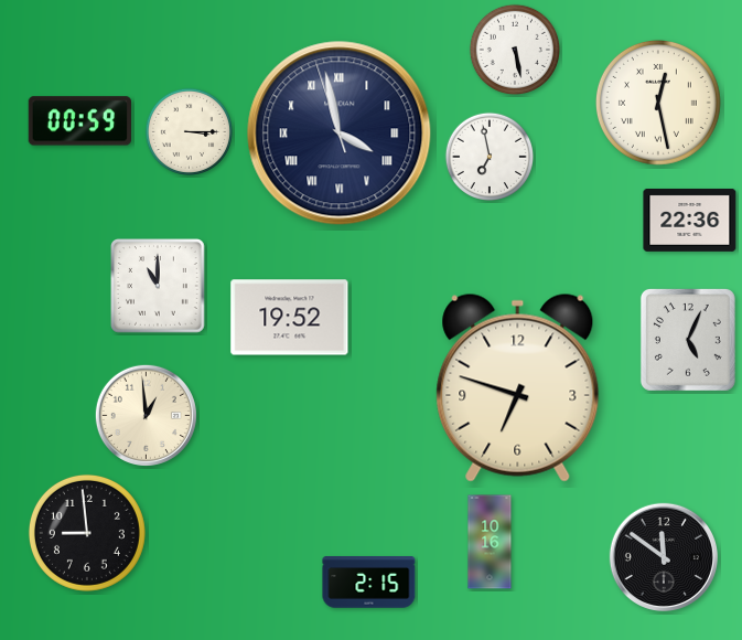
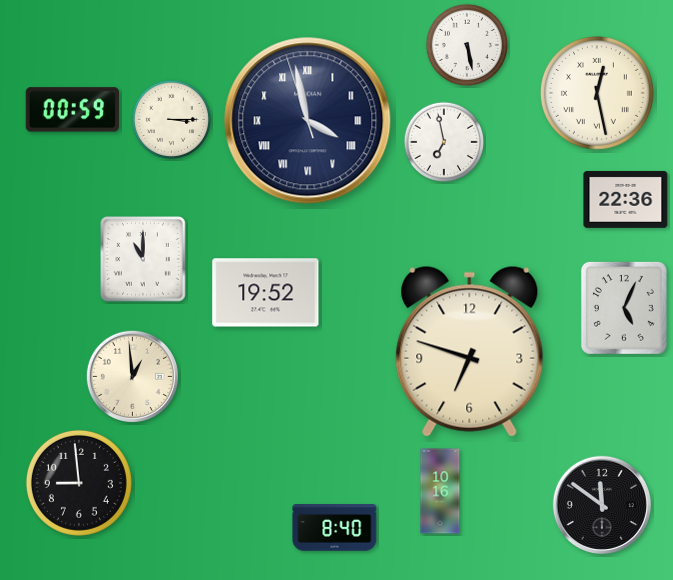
clock at (290, 318) position: (290, 318) -> (266, 293)
clock at (490, 542) position: (490, 542) -> (440, 491)
clock at (369, 583): 2:15 -> 8:40
